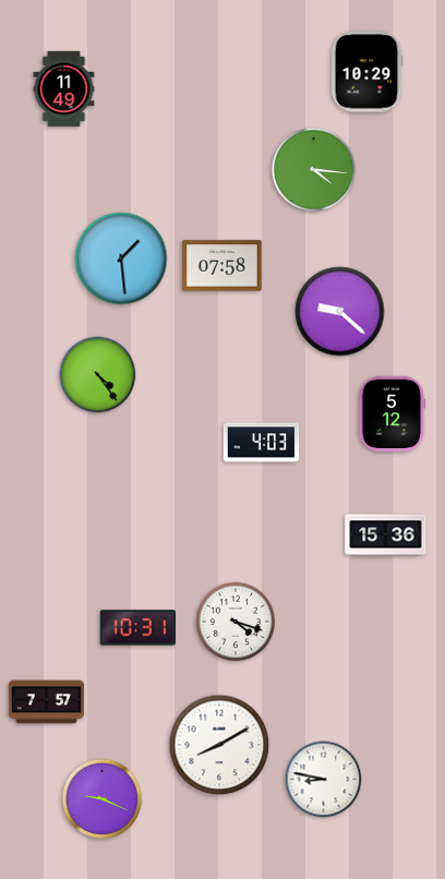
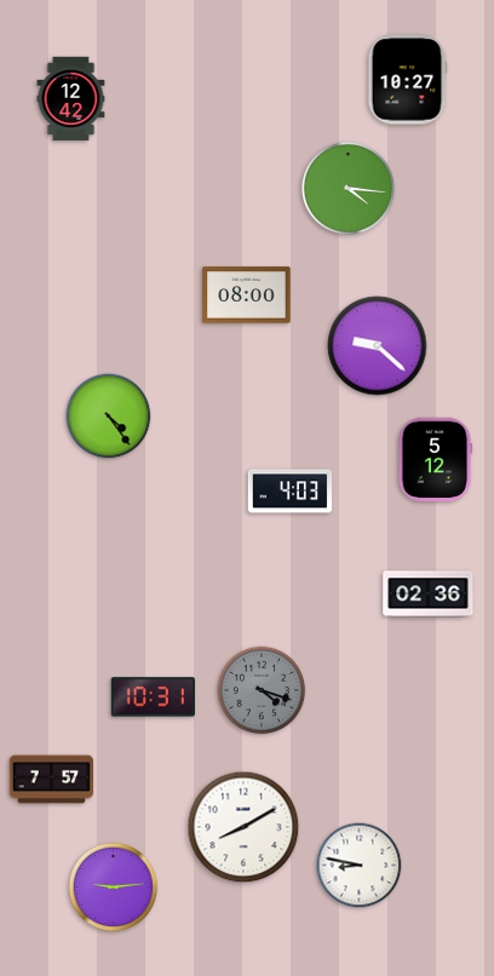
clock at (366, 72): 10:29 -> 10:27
clock at (64, 89): 11:49 -> 12:42
clock at (121, 258): 1:29 -> none
clock at (222, 266): 07:58 -> 08:00
clock at (386, 535): 15:36 -> 02:36
clock at (236, 622) dial: white -> grey
clock at (103, 799): 9:19 -> 9:14
